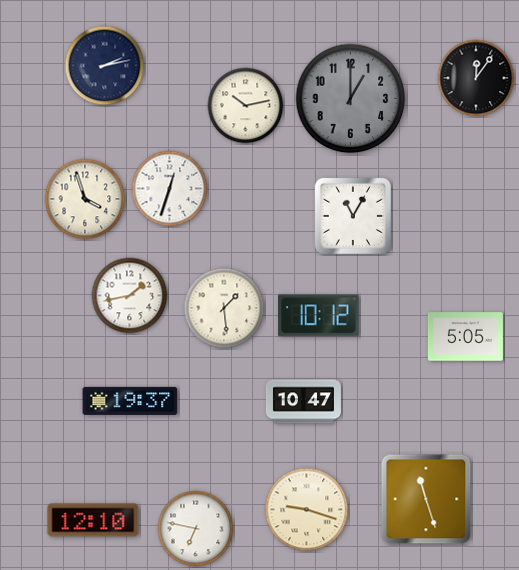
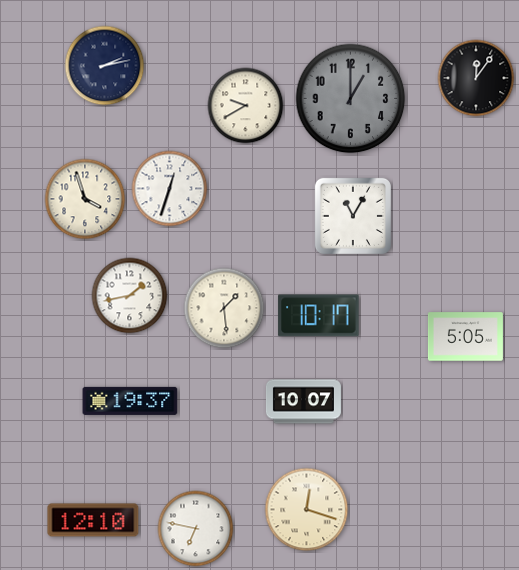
clock at (246, 106): 10:13 -> 9:40
clock at (319, 316): 10:12 -> 10:17
clock at (303, 402): 10:47 -> 10:07
clock at (426, 499): 11:27 -> none
clock at (307, 510): 9:18 -> 12:18
